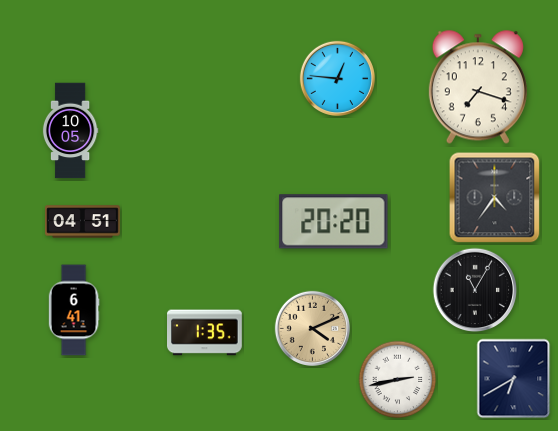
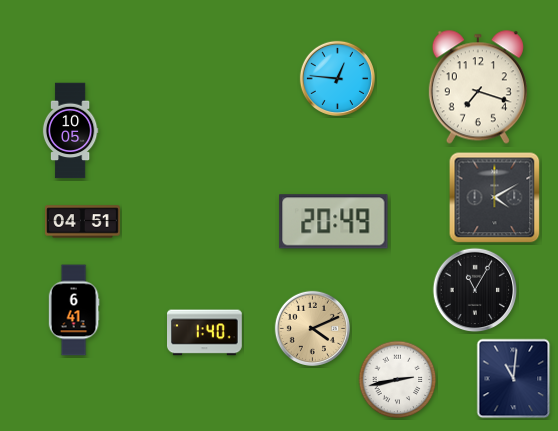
clock at (495, 198): 4:36 -> 4:10
clock at (334, 222): 20:20 -> 20:49
clock at (205, 333): 1:35 -> 1:40
clock at (514, 379): 6:40 -> 11:01
